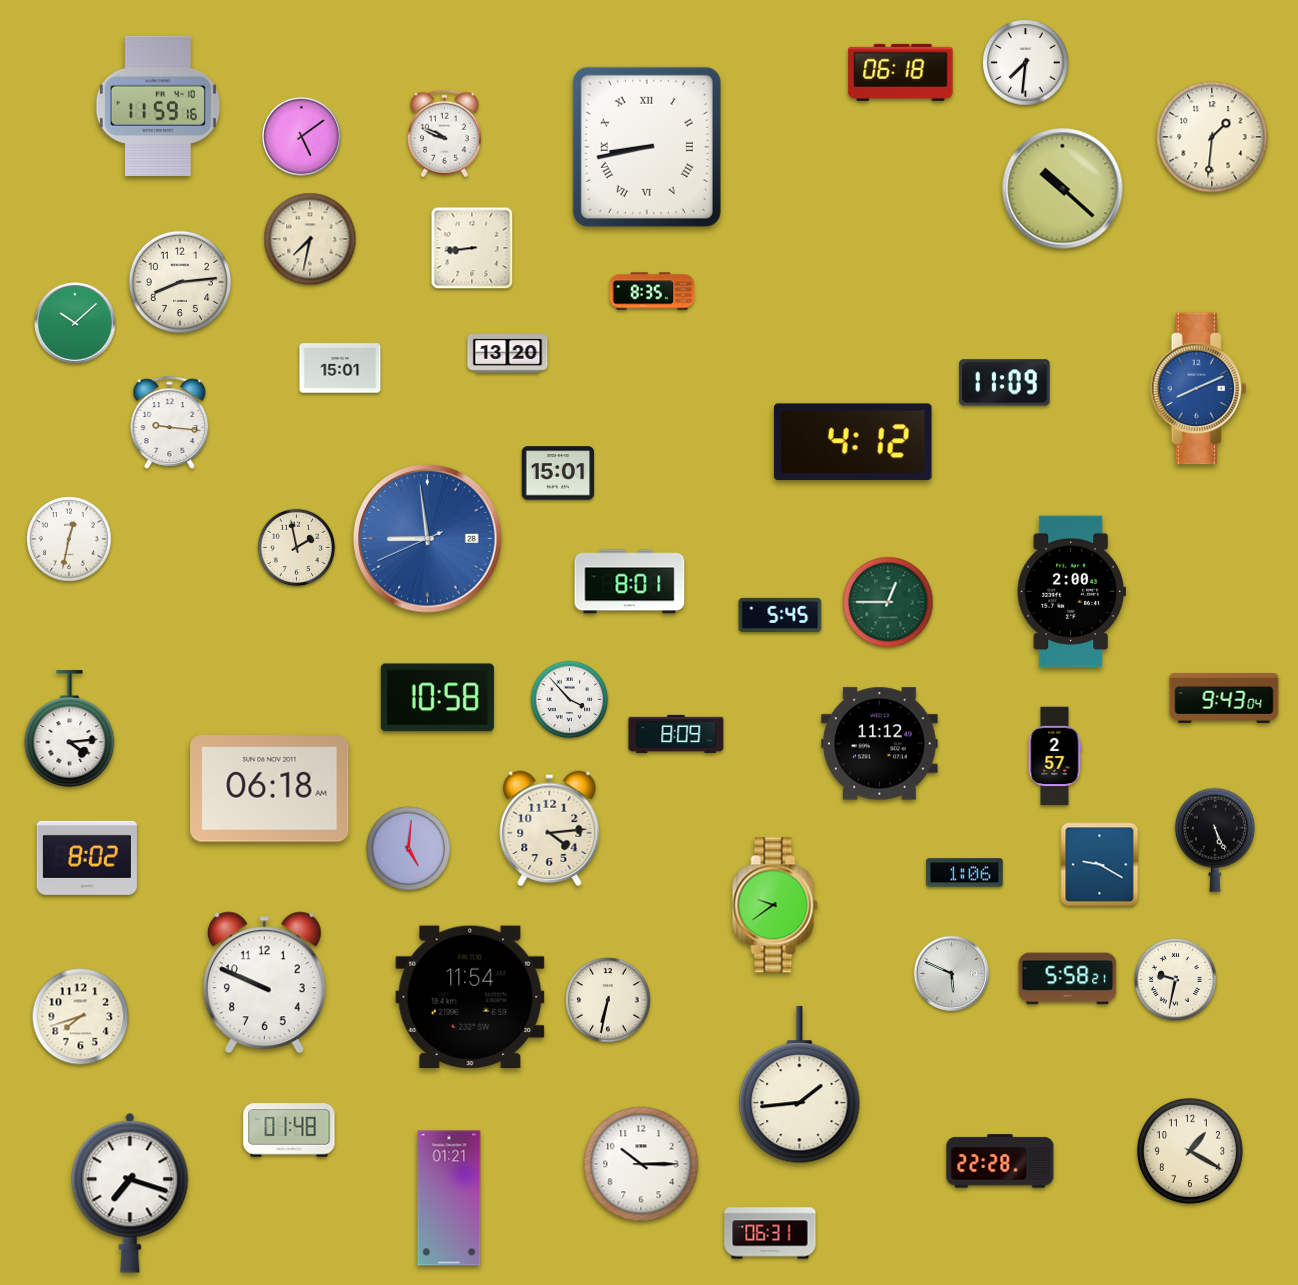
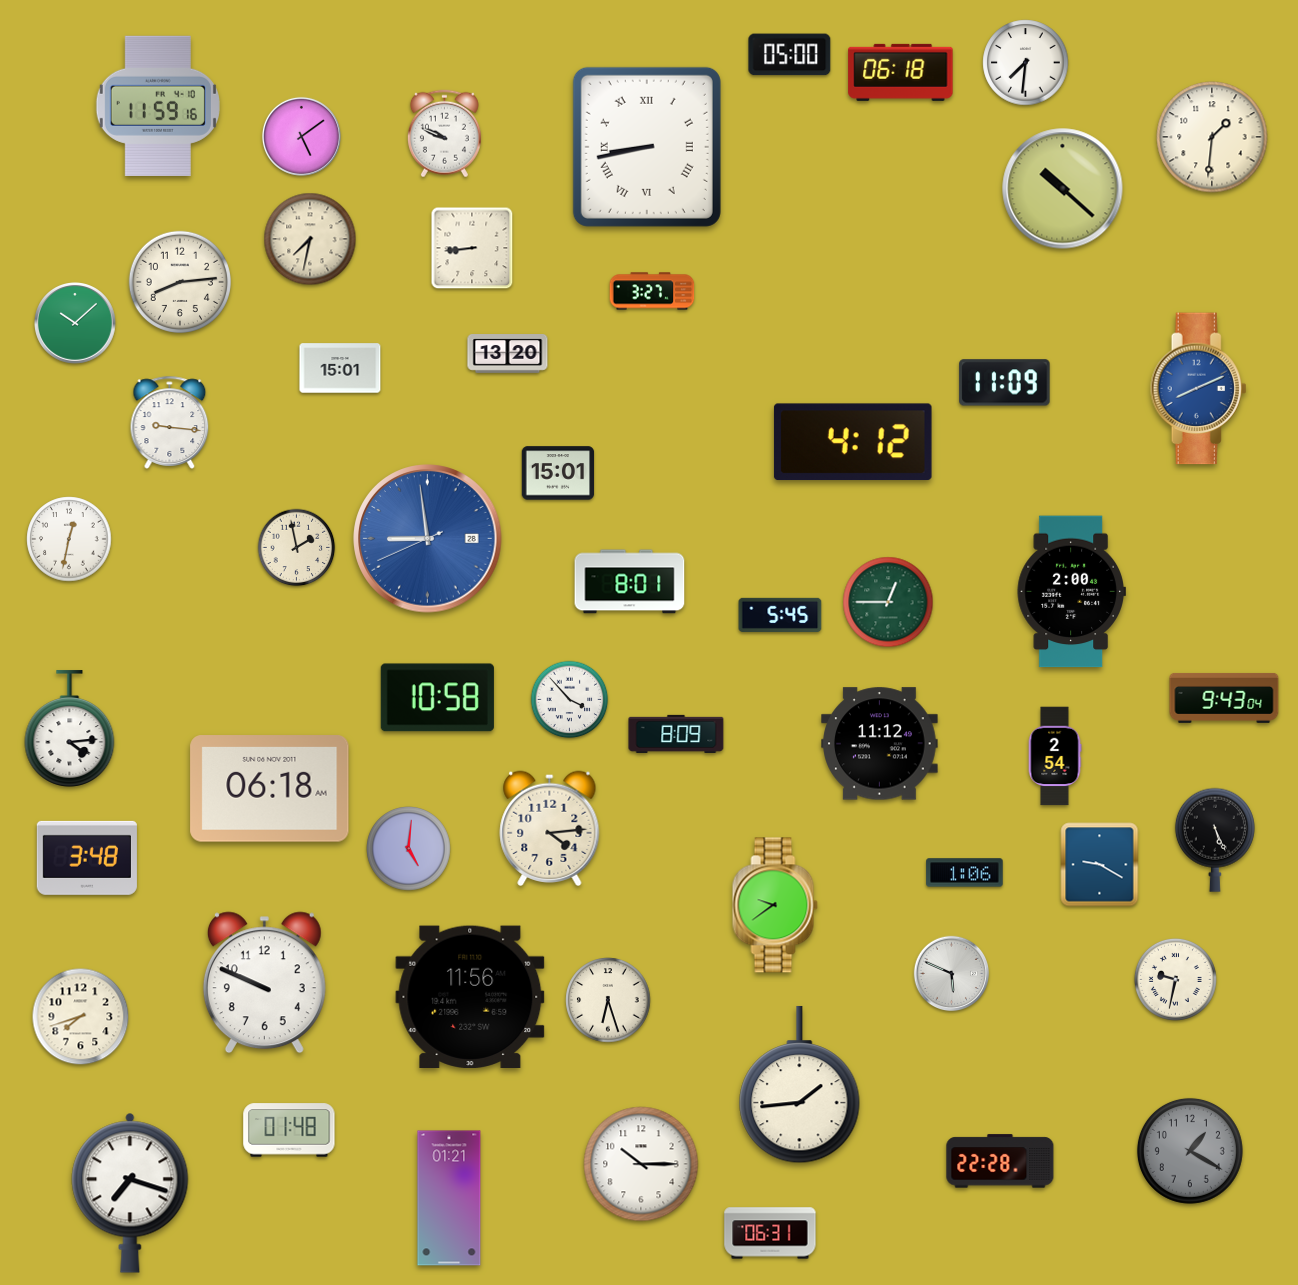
clock at (790, 55): none -> 05:00
clock at (652, 291): 8:35 -> 3:27
clock at (1055, 756): 2:57 -> 2:54
clock at (87, 858): 8:02 -> 3:48
clock at (1068, 979): 5:58 -> none
clock at (470, 996): 11:54 -> 11:56
clock at (608, 1000): 6:32 -> 6:27
clock at (1190, 1151) dial: cream -> grey
